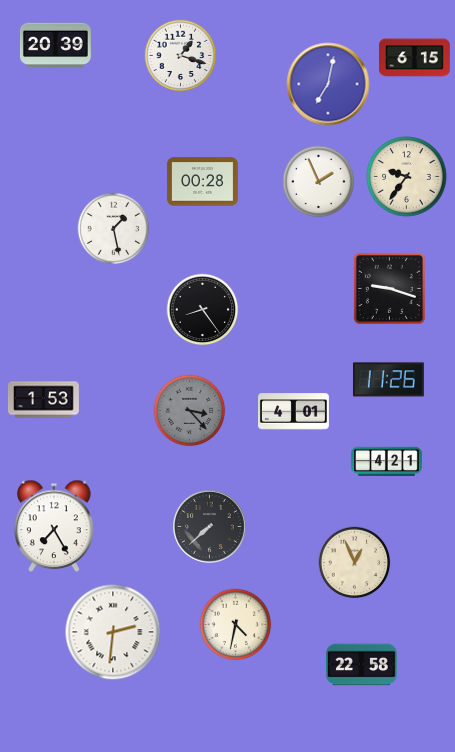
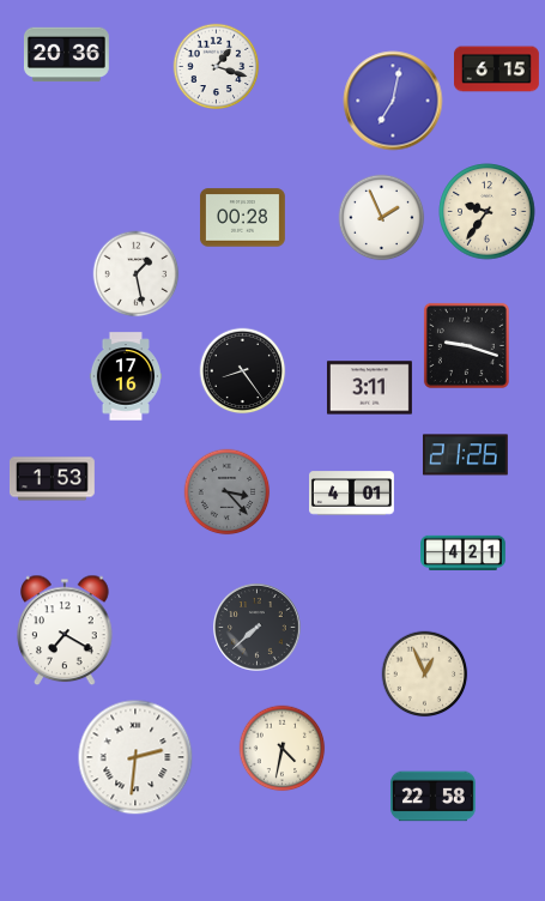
clock at (55, 46): 20:39 -> 20:36
clock at (125, 376): none -> 17:16
clock at (369, 388): none -> 3:11
clock at (388, 380): 11:26 -> 21:26
clock at (54, 526): 7:25 -> 7:20
clock at (210, 527) position: (210, 527) -> (258, 628)
